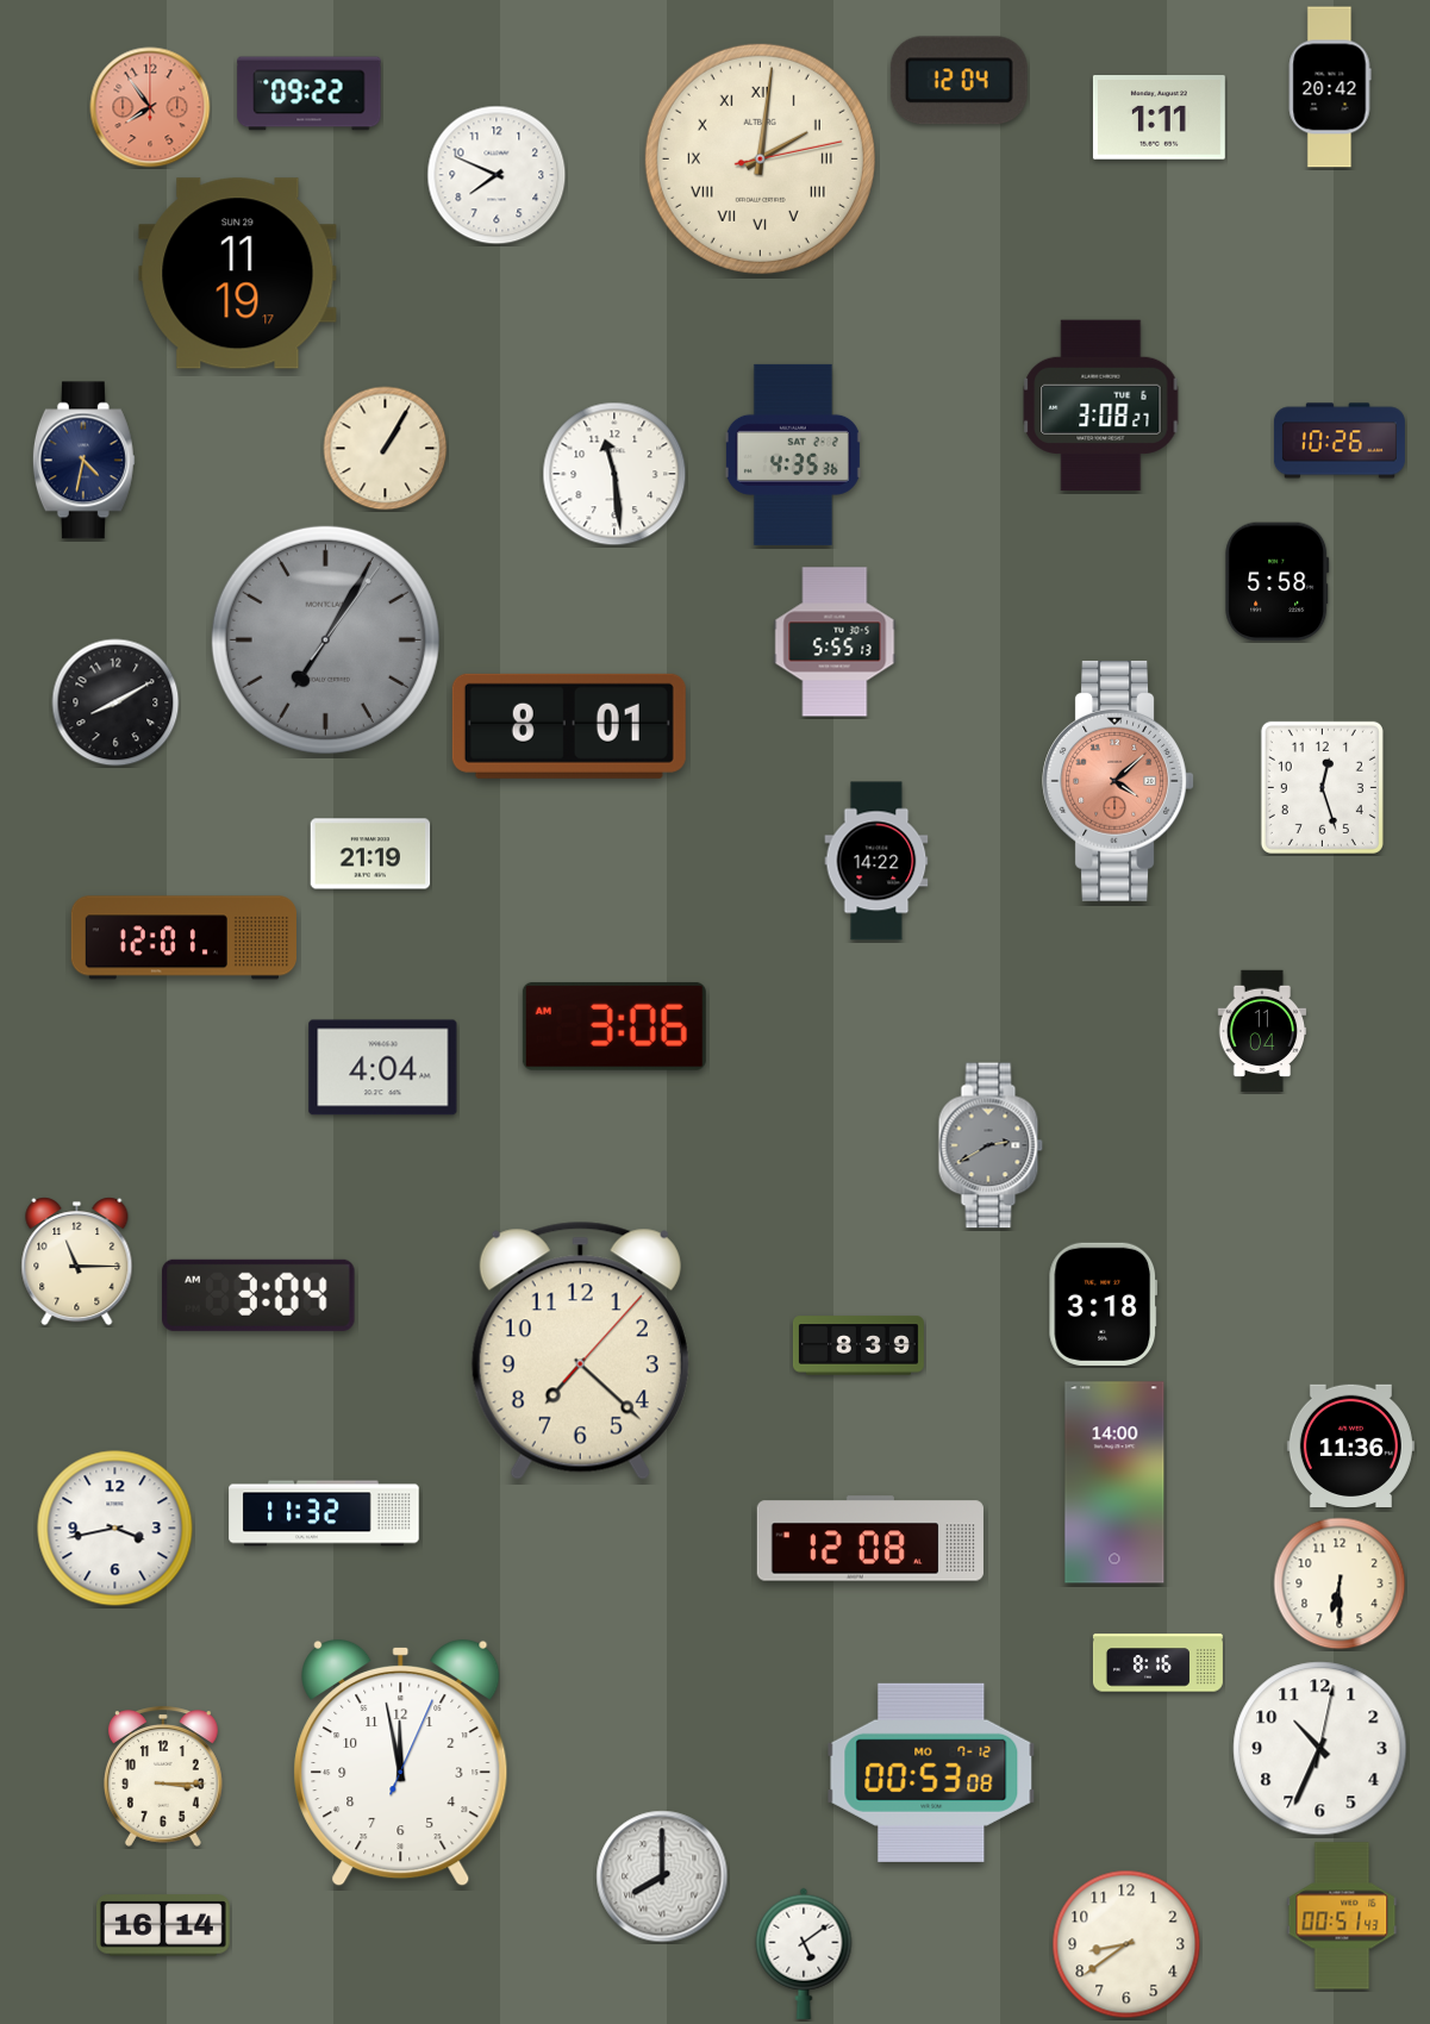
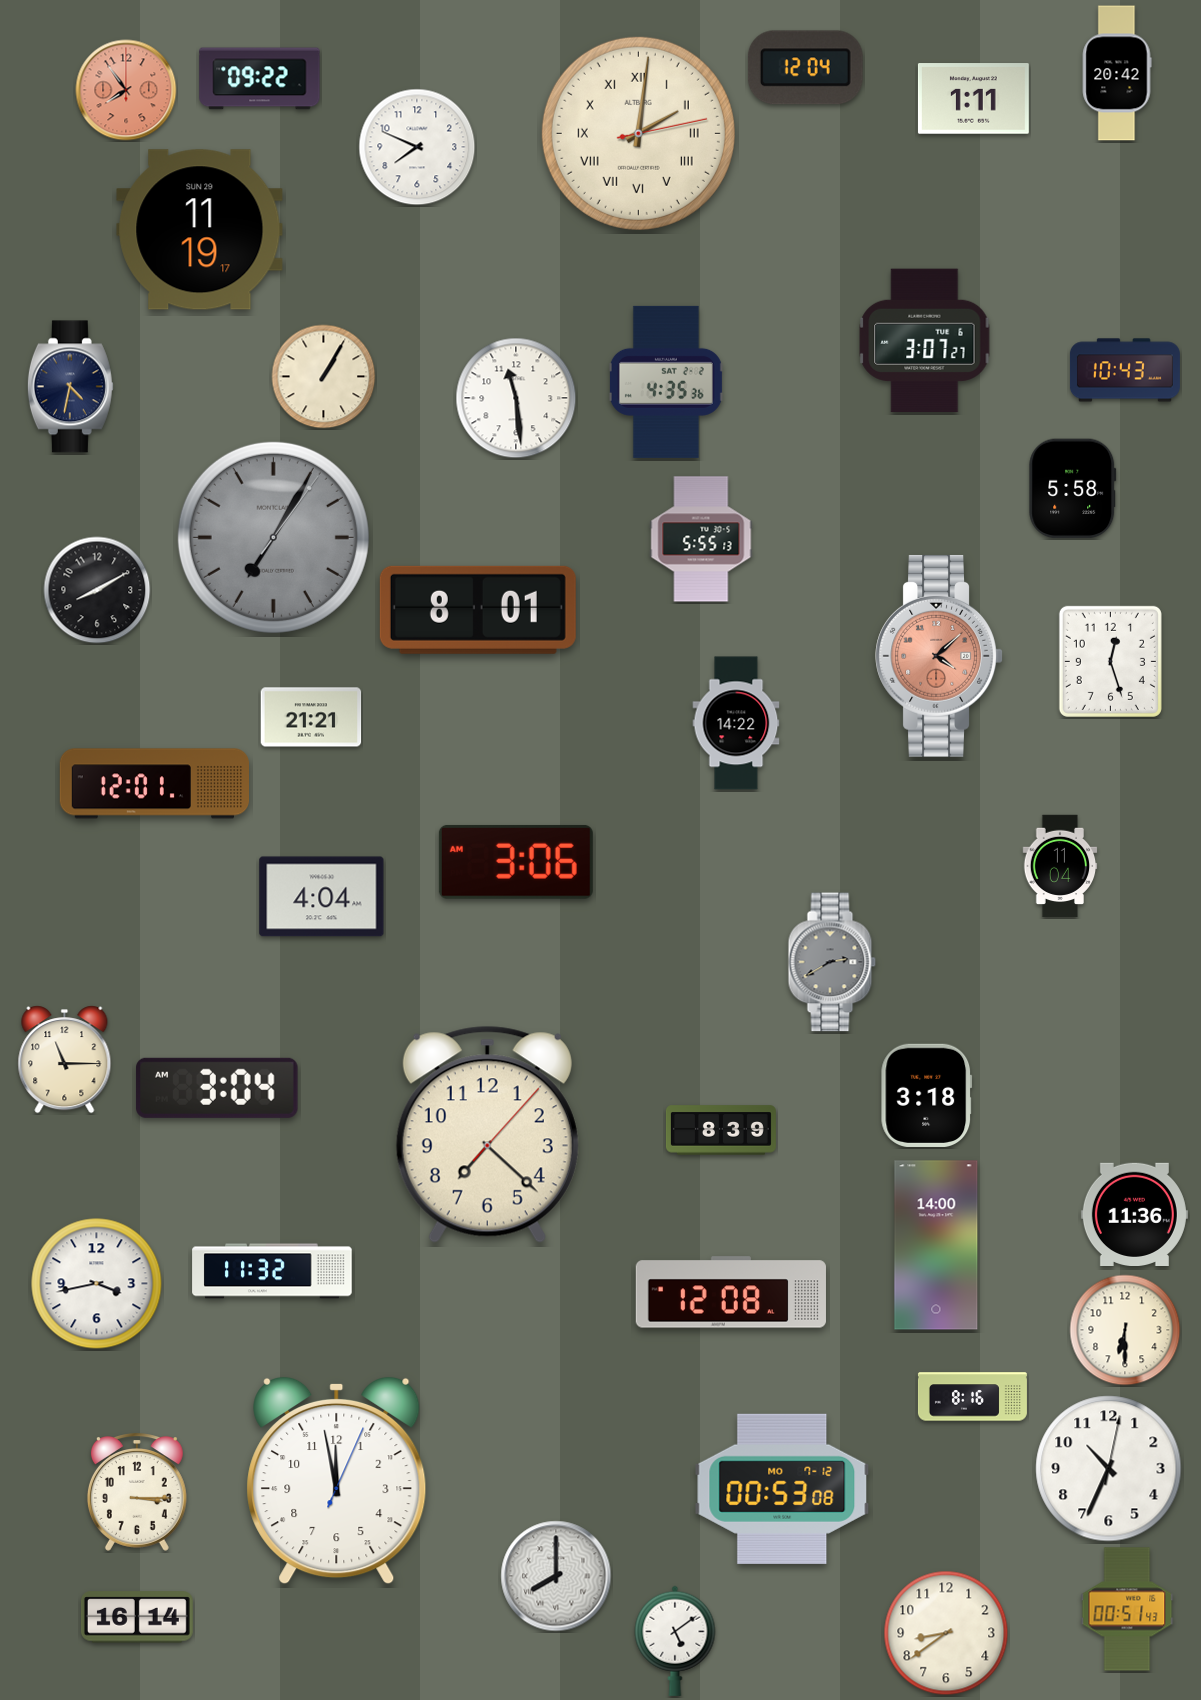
clock at (1101, 406): 3:08 -> 3:07
clock at (1340, 441): 10:26 -> 10:43
clock at (370, 854): 21:19 -> 21:21
clock at (183, 938) position: (183, 938) -> (154, 784)
